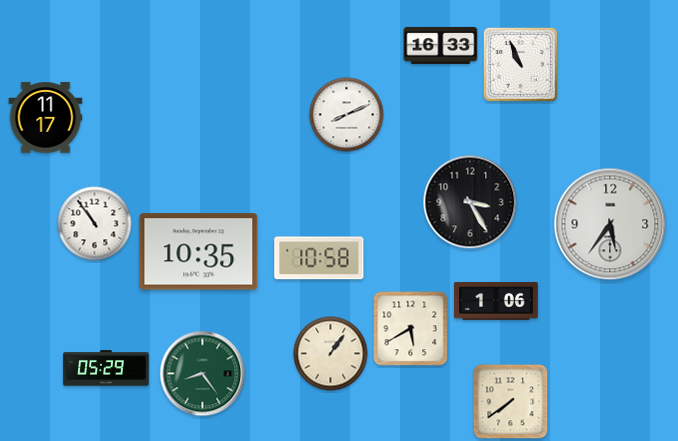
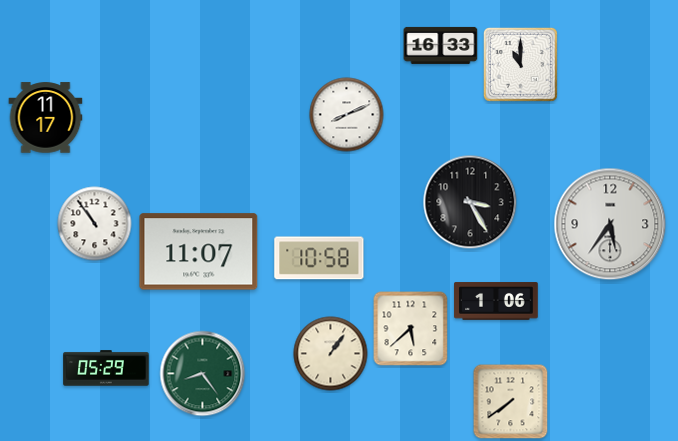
clock at (520, 64): 10:56 -> 11:00
clock at (199, 252): 10:35 -> 11:07
clock at (411, 329): 5:40 -> 5:38
